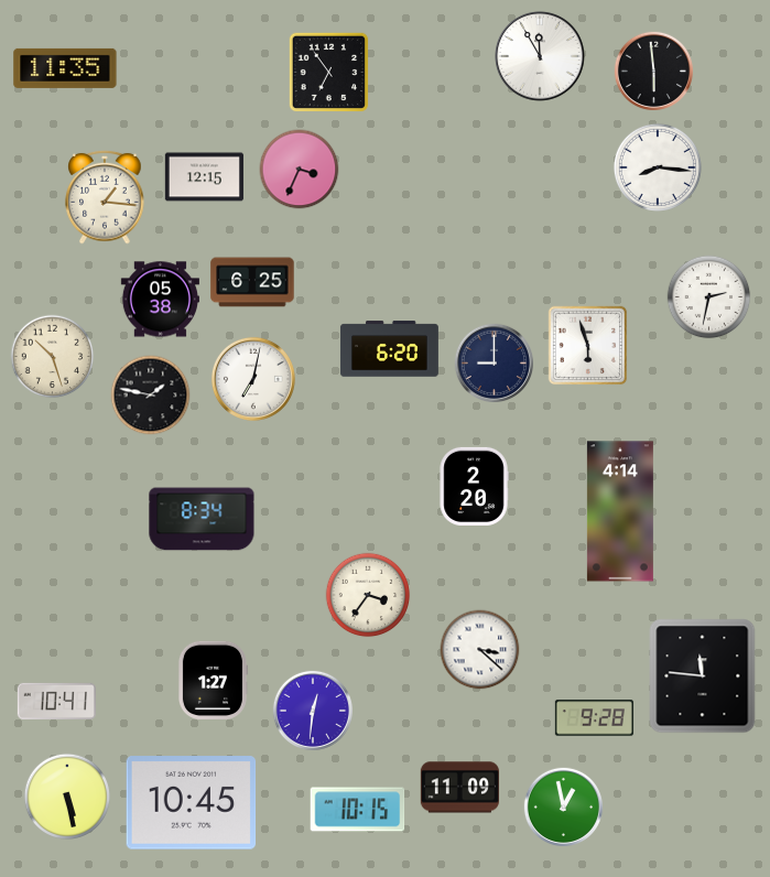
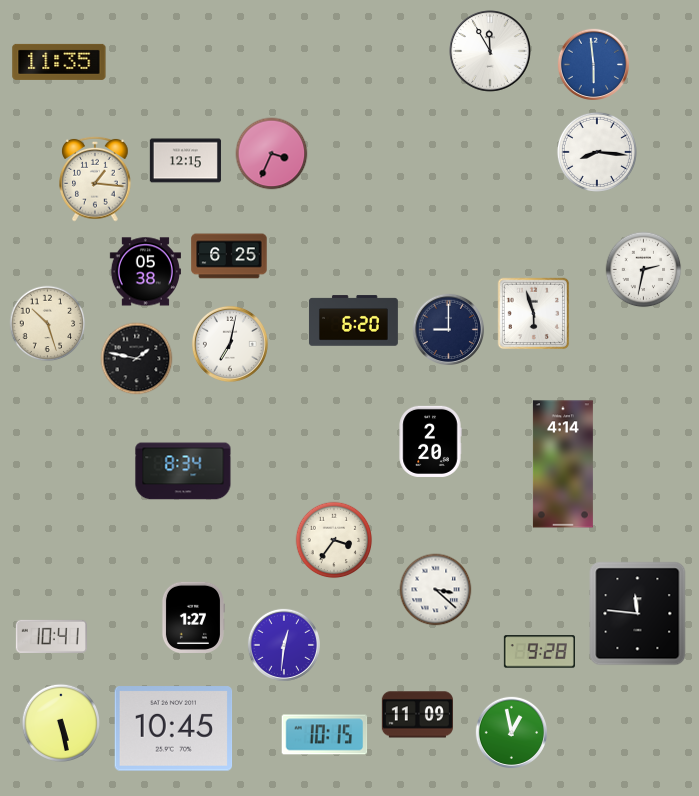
clock at (653, 71) dial: black -> blue
clock at (329, 73): 6:54 -> none
clock at (389, 349) position: (389, 349) -> (353, 321)
